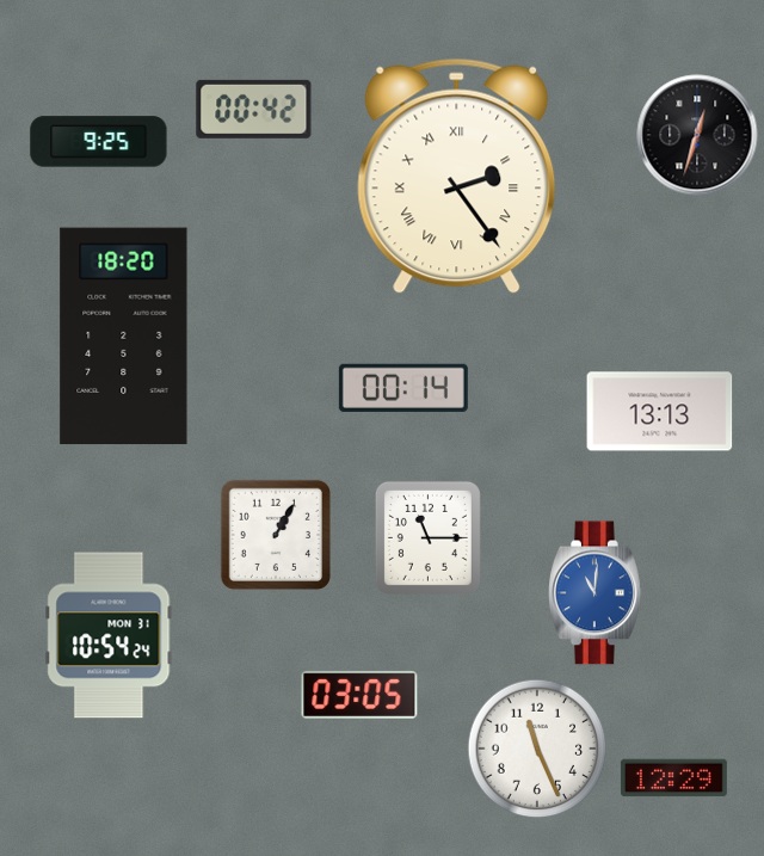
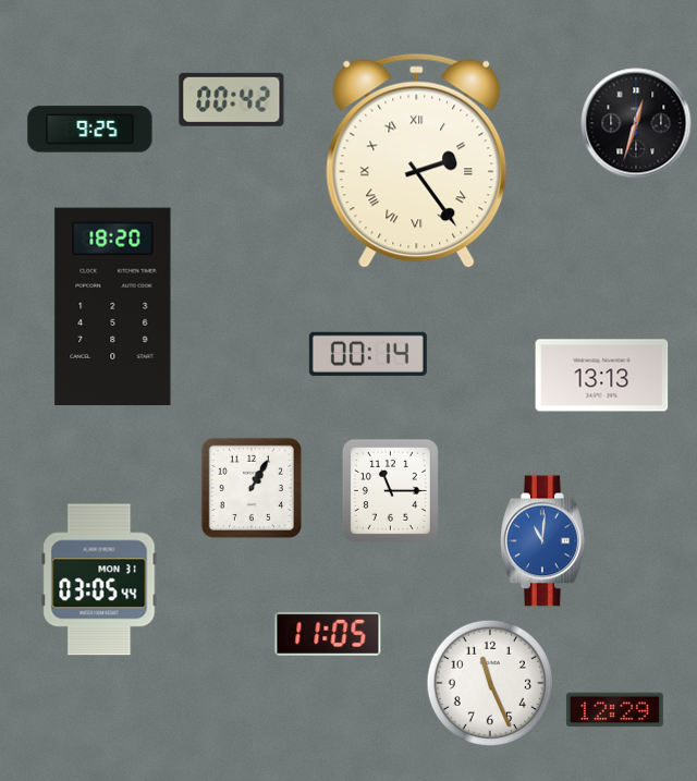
clock at (109, 635): 10:54 -> 03:05
clock at (359, 695): 03:05 -> 11:05
